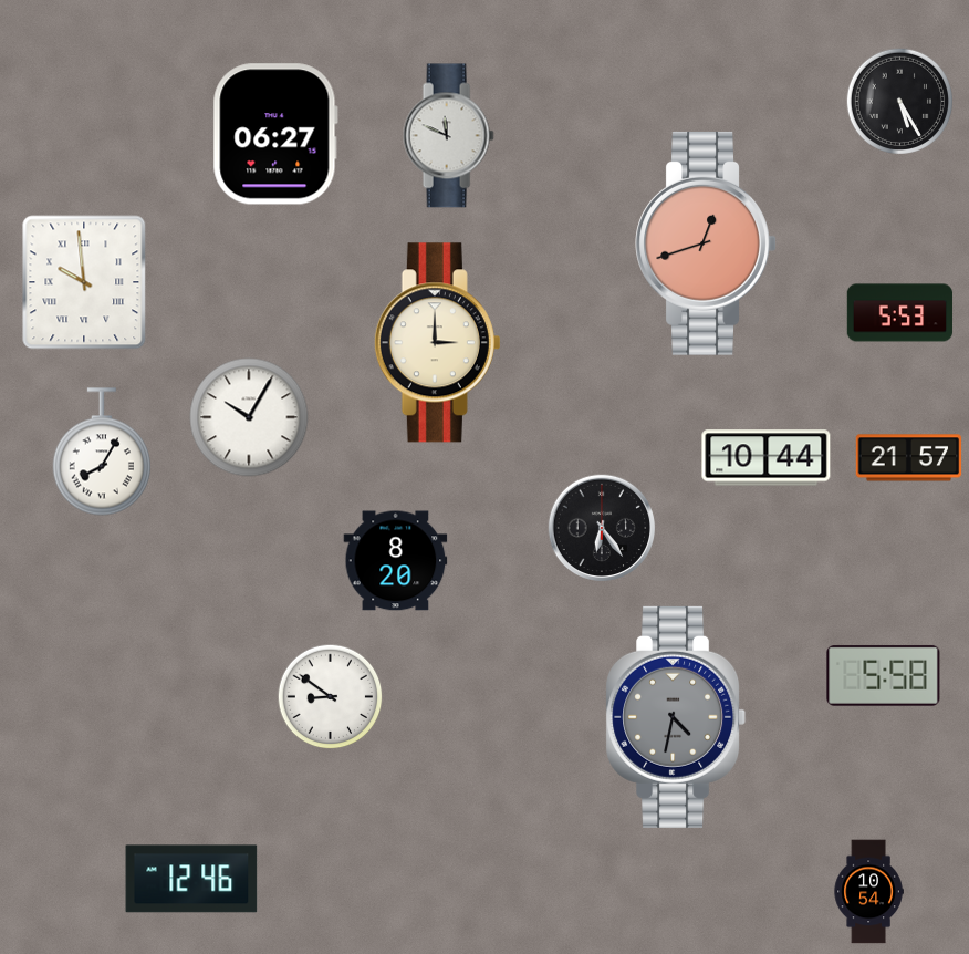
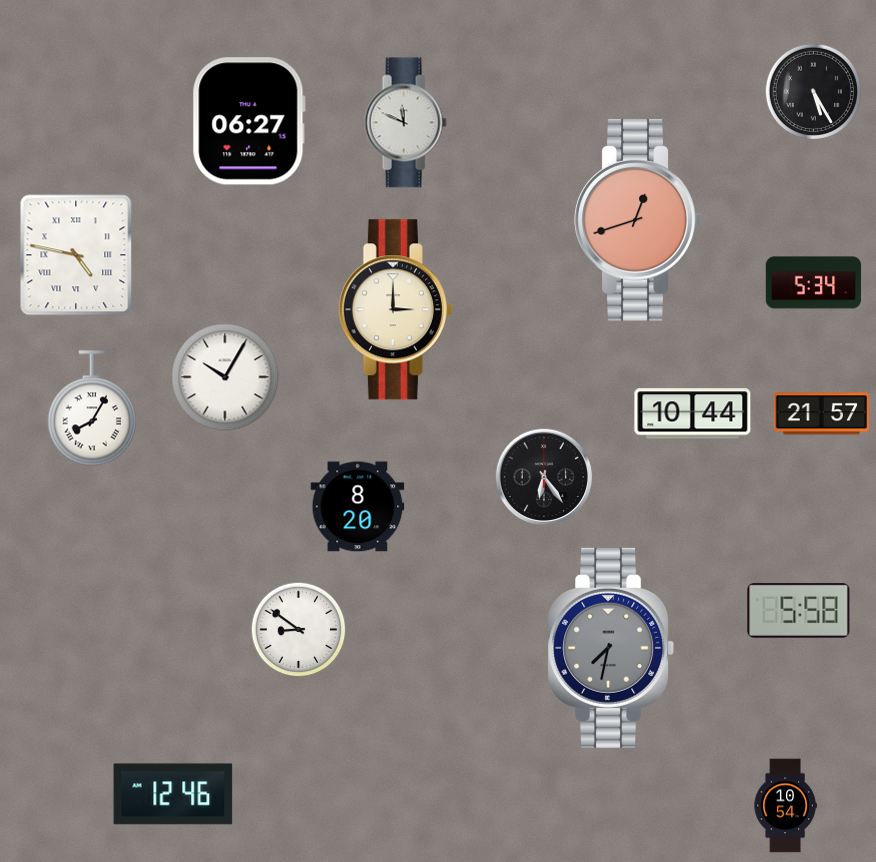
clock at (84, 282): 9:59 -> 4:47
clock at (900, 313): 5:53 -> 5:34
clock at (676, 717): 4:32 -> 7:32
